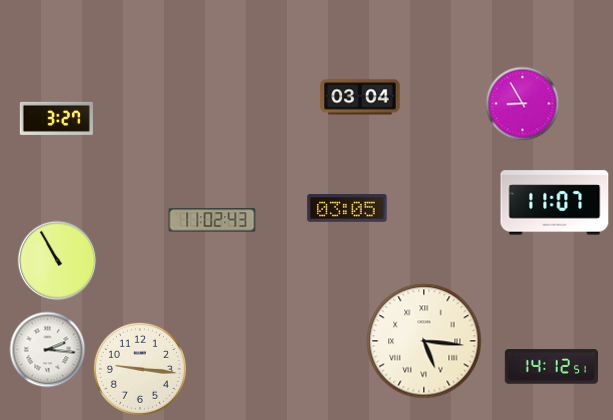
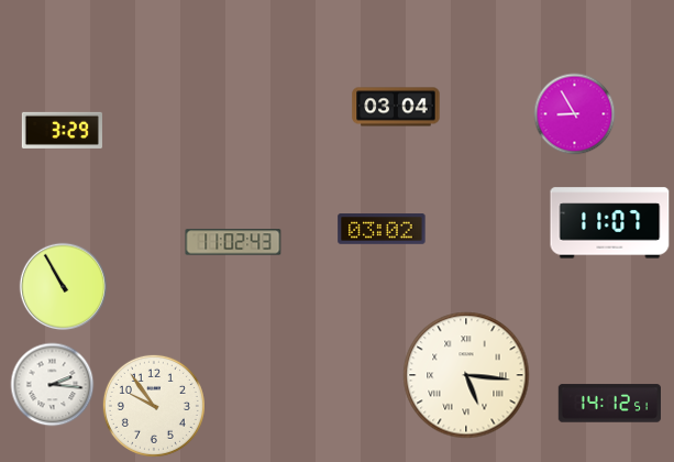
clock at (56, 118): 3:27 -> 3:29
clock at (347, 208): 03:05 -> 03:02
clock at (551, 367) position: (551, 367) -> (609, 404)
clock at (140, 369): 9:16 -> 9:54
